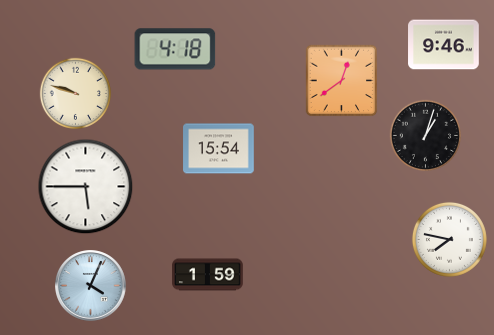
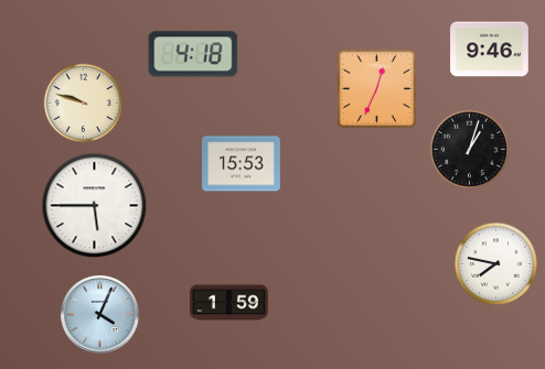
clock at (342, 81): 12:39 -> 12:34
clock at (219, 149): 15:54 -> 15:53
